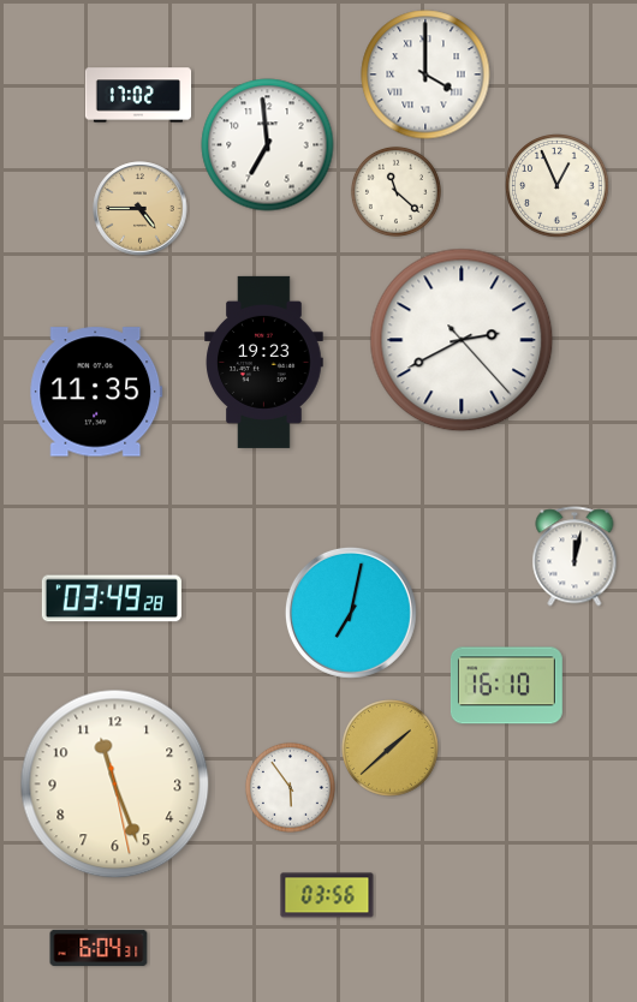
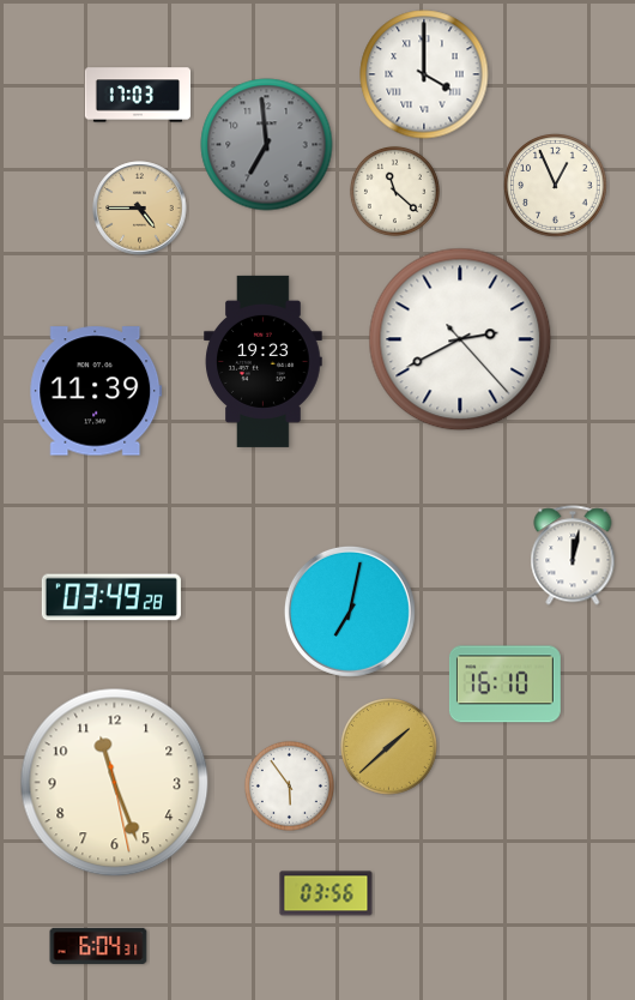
clock at (138, 95): 17:02 -> 17:03
clock at (268, 145) dial: white -> grey
clock at (96, 392): 11:35 -> 11:39
